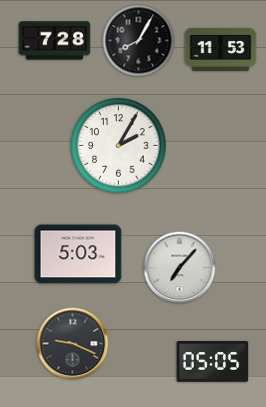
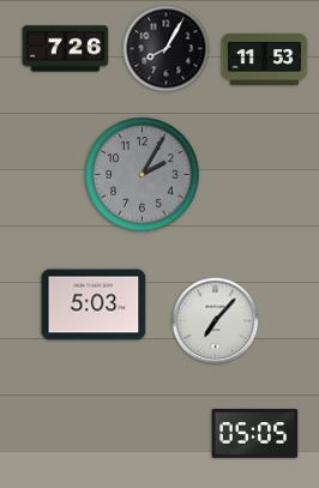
clock at (55, 41): 7:28 -> 7:26
clock at (119, 146) dial: white -> grey
clock at (73, 344): 9:19 -> none
